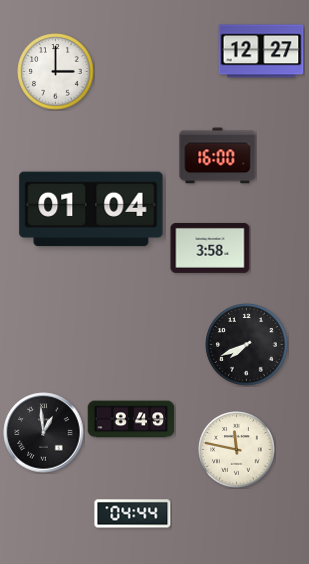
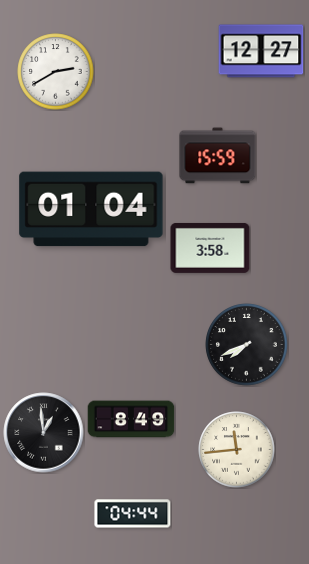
clock at (56, 72): 3:00 -> 2:40
clock at (218, 156): 16:00 -> 15:59
clock at (237, 450): 11:47 -> 11:44
